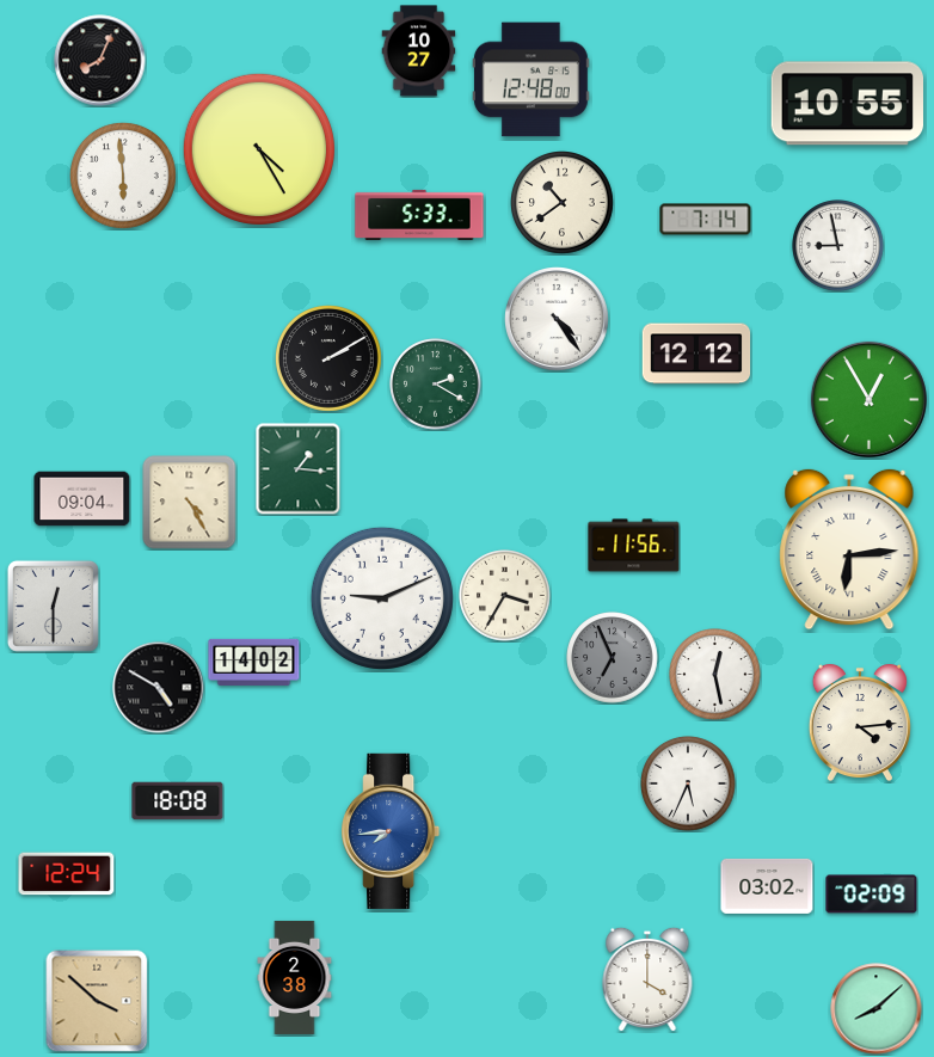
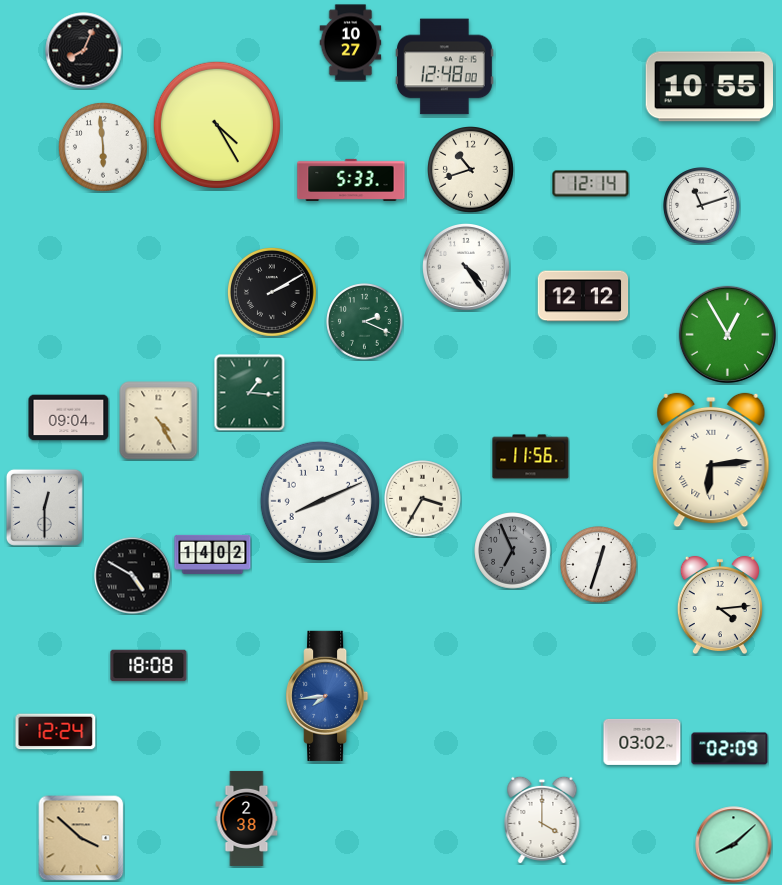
clock at (563, 203): 10:39 -> 10:42
clock at (706, 220): 7:14 -> 12:14
clock at (838, 246): 8:58 -> 11:12
clock at (328, 358) position: (328, 358) -> (272, 292)
clock at (436, 385): 2:20 -> 2:19
clock at (382, 598): 9:11 -> 8:11
clock at (715, 675): 12:28 -> 12:33
clock at (688, 783): 5:34 -> none
clock at (178, 801) position: (178, 801) -> (149, 666)
